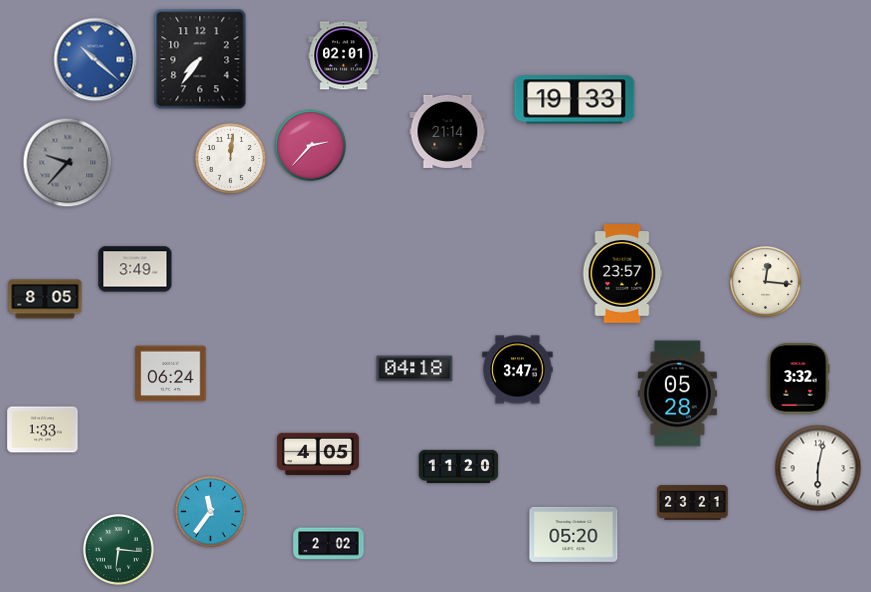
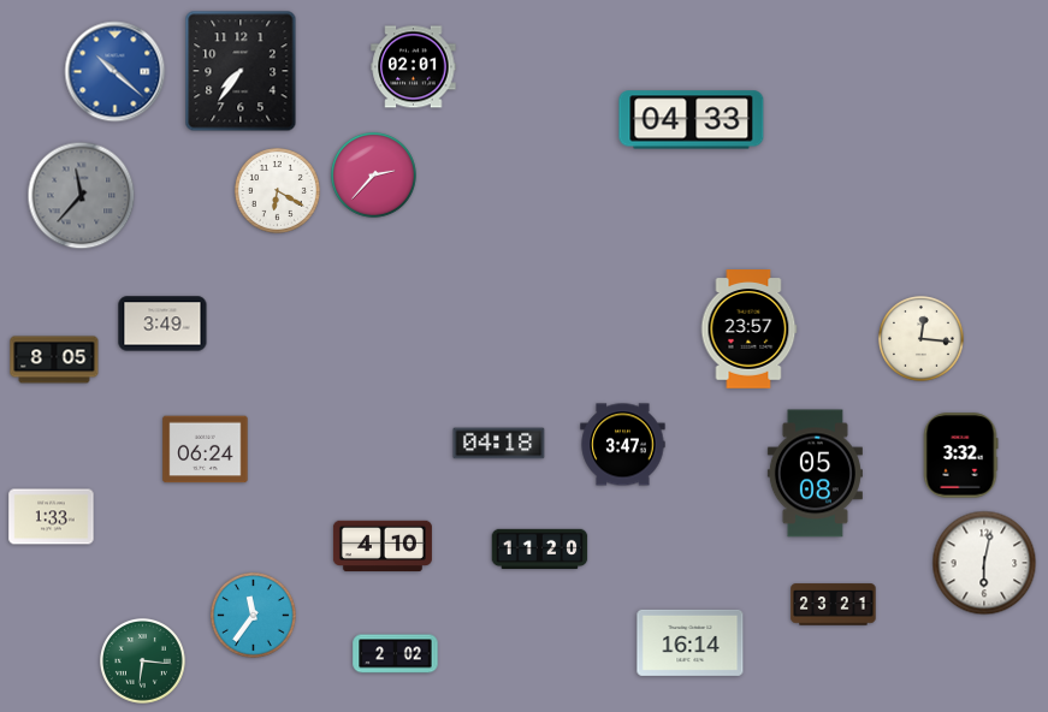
clock at (575, 100): 19:33 -> 04:33
clock at (448, 131): 21:14 -> none
clock at (230, 158): 12:01 -> 6:20
clock at (68, 163): 9:37 -> 11:37
clock at (677, 394): 05:28 -> 05:08
clock at (318, 454): 4:05 -> 4:10
clock at (459, 467) position: (459, 467) -> (540, 550)
clock at (574, 534): 05:20 -> 16:14
